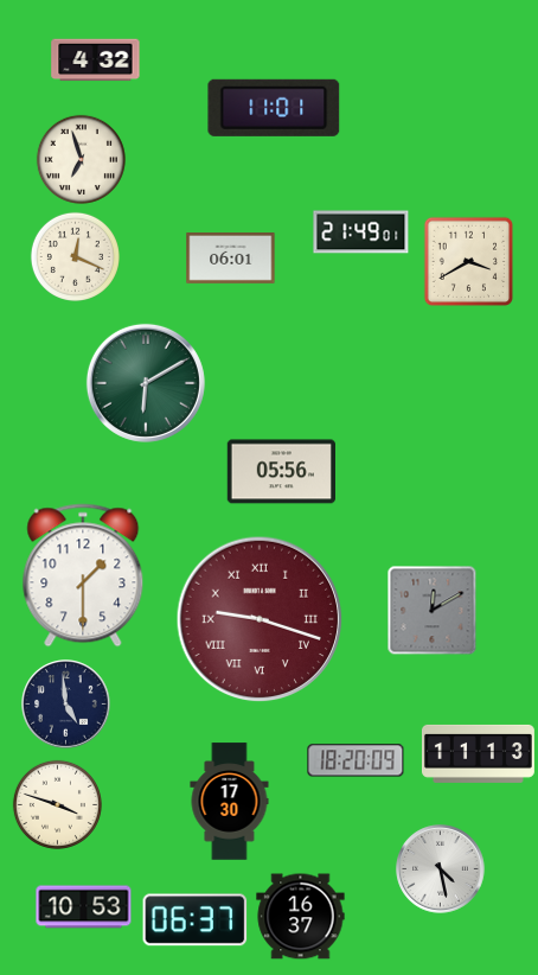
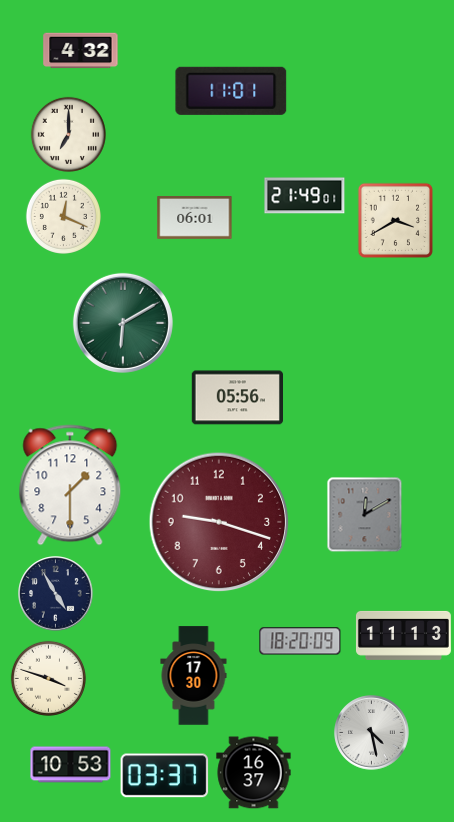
clock at (81, 159): 6:57 -> 7:00
clock at (260, 619) numerals: Roman -> Arabic
clock at (66, 705): 4:59 -> 4:55
clock at (196, 920): 06:37 -> 03:37
